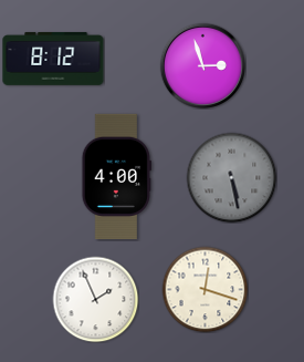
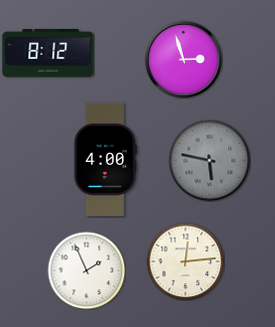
clock at (231, 177): 5:28 -> 5:47
clock at (205, 289): 12:18 -> 12:14
